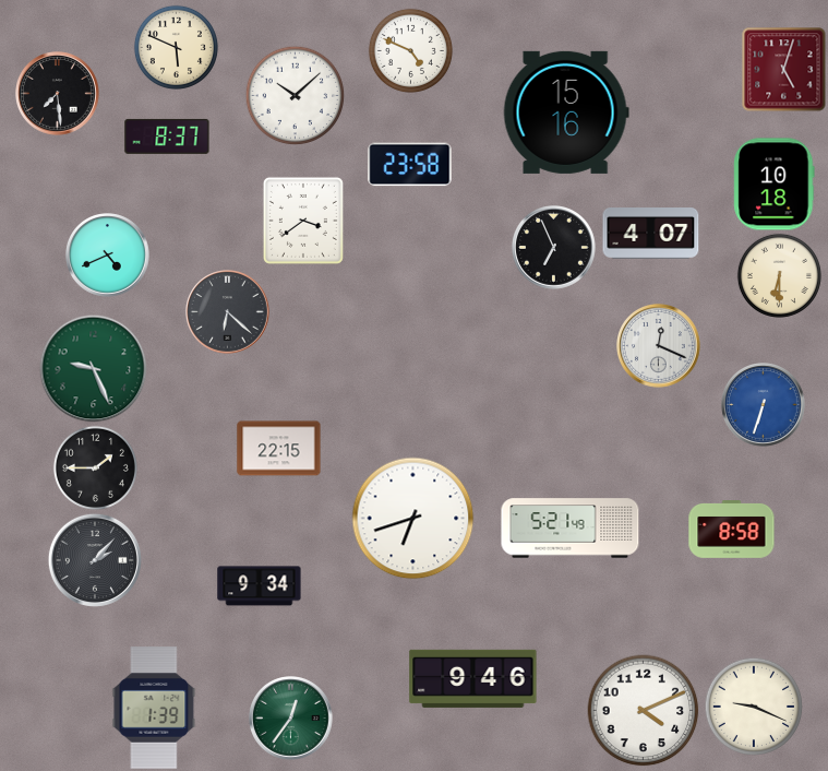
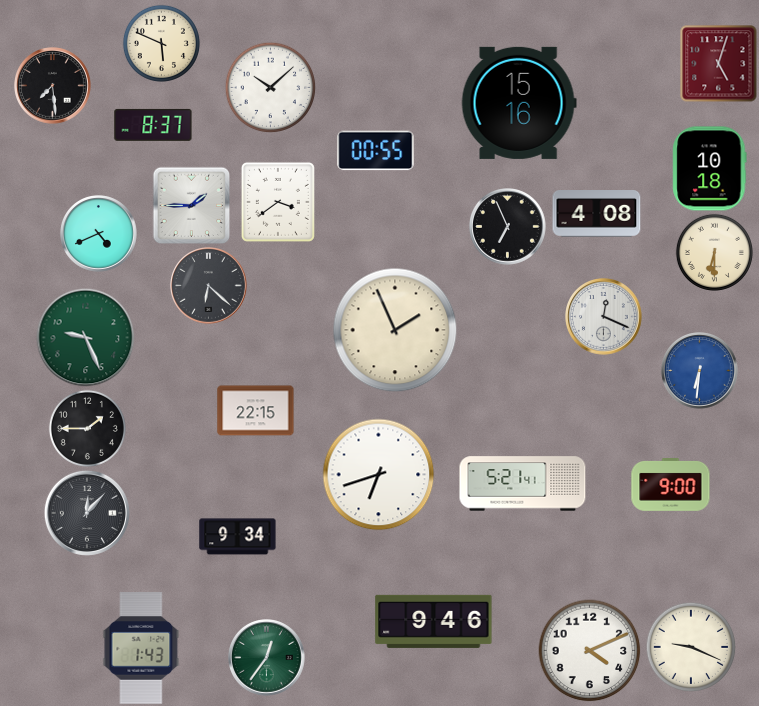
clock at (410, 50): 4:49 -> none
clock at (410, 165): 23:58 -> 00:55
clock at (191, 205): none -> 1:45
clock at (651, 234): 4:07 -> 4:08
clock at (395, 330): none -> 1:56
clock at (764, 405): 6:33 -> 6:31
clock at (571, 529): 5:21:49 -> 5:21:41
clock at (732, 530): 8:58 -> 9:00
clock at (95, 560): 2:07 -> 12:07
clock at (154, 708): 1:39 -> 1:43
